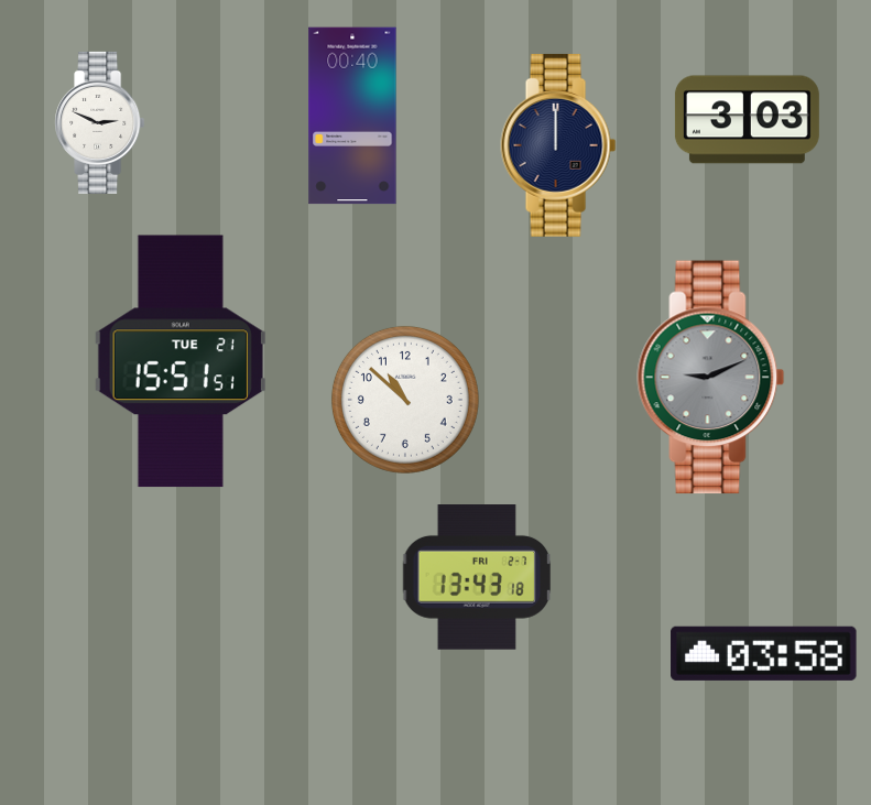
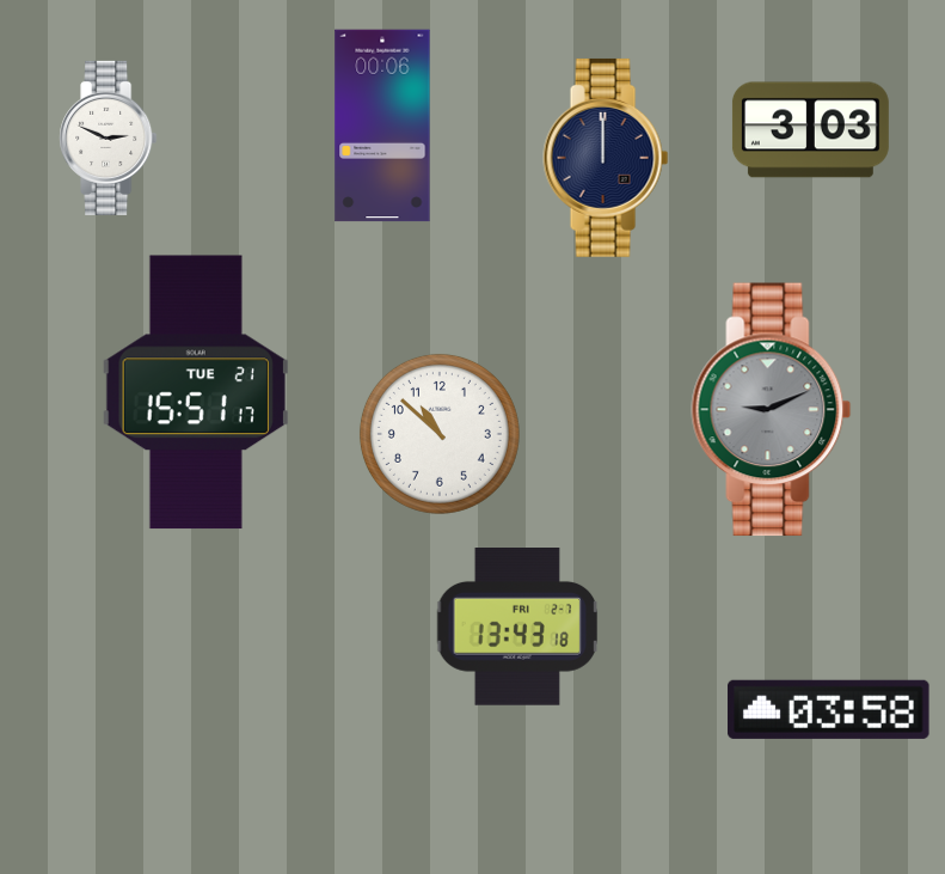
clock at (352, 116): 00:40 -> 00:06
clock at (100, 122) position: (100, 122) -> (109, 137)
clock at (181, 361): 15:51:51 -> 15:51:17
